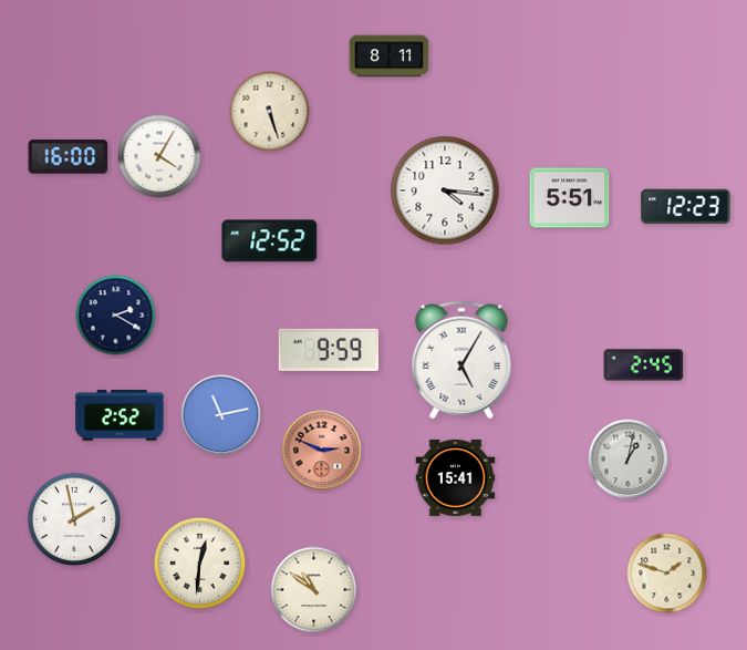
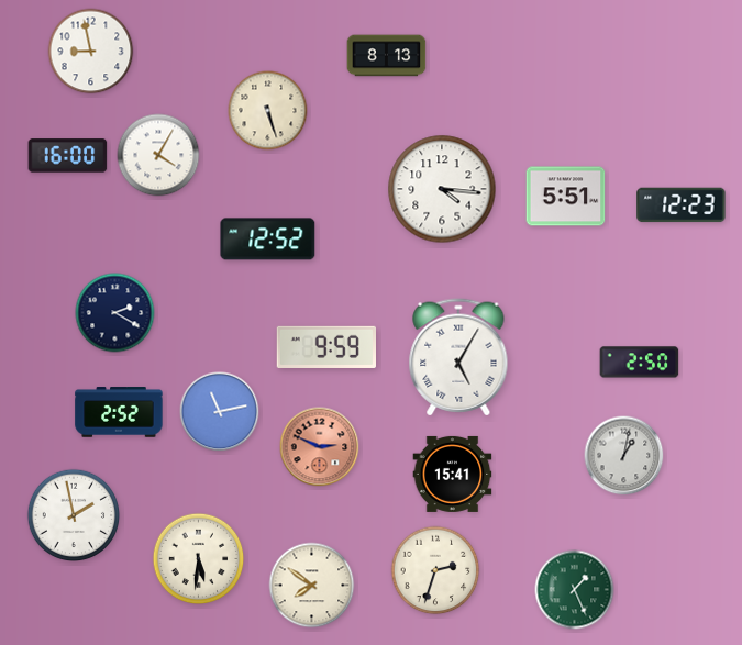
clock at (91, 52): none -> 8:58
clock at (390, 56): 8:11 -> 8:13
clock at (644, 365): 2:45 -> 2:50
clock at (200, 564): 12:31 -> 5:31
clock at (667, 574): 1:48 -> none
clock at (435, 570): none -> 2:33
clock at (314, 590): 10:51 -> 7:51
clock at (575, 590): none -> 1:26
